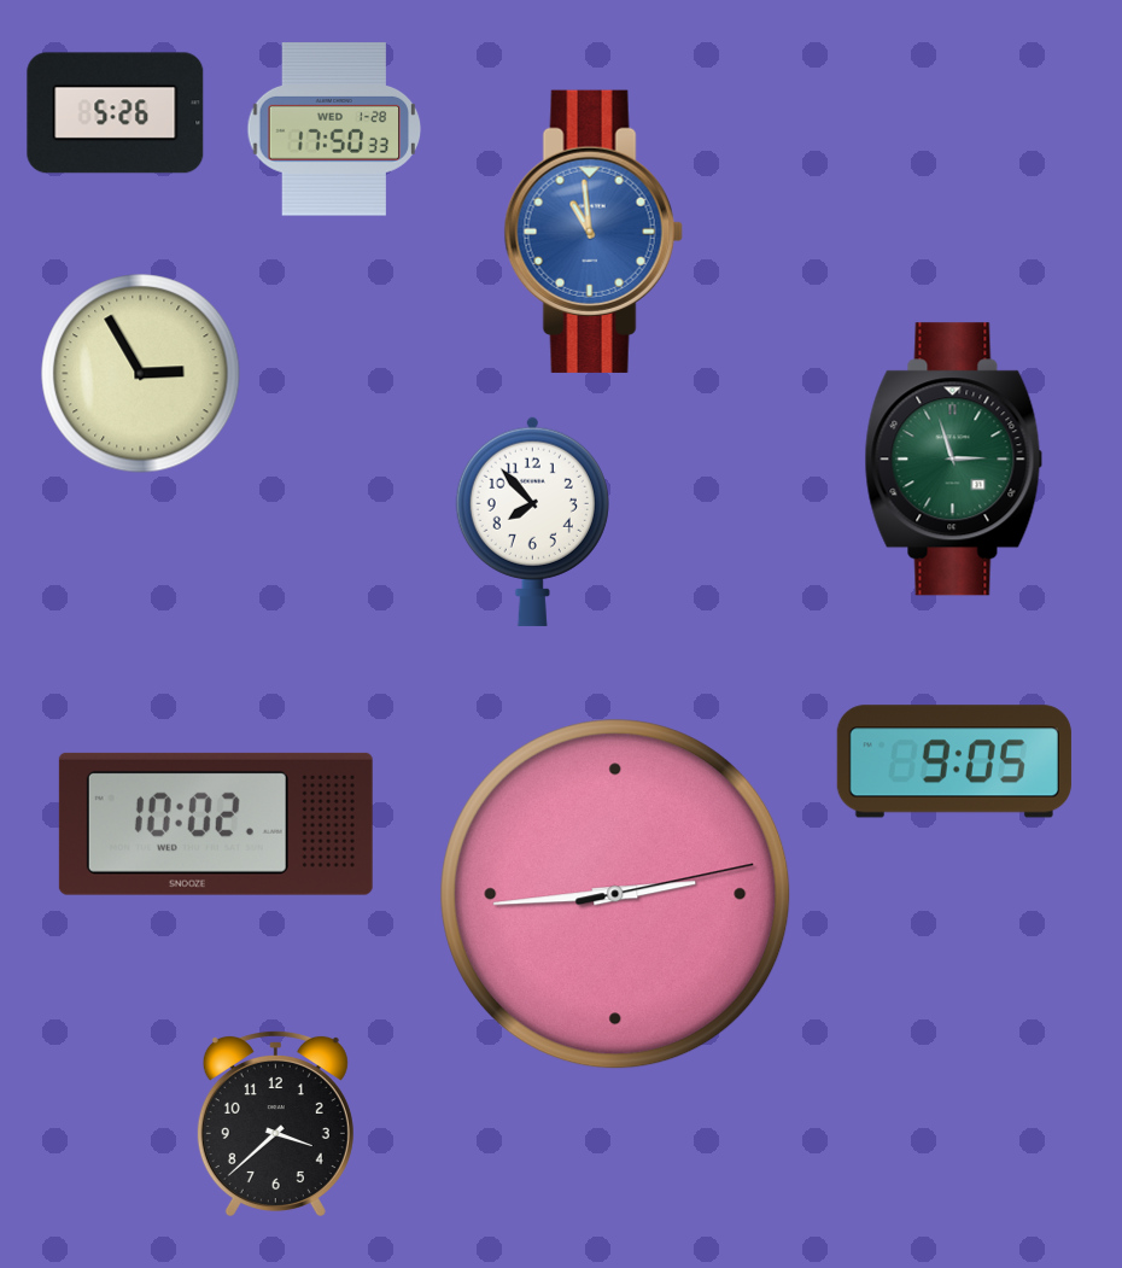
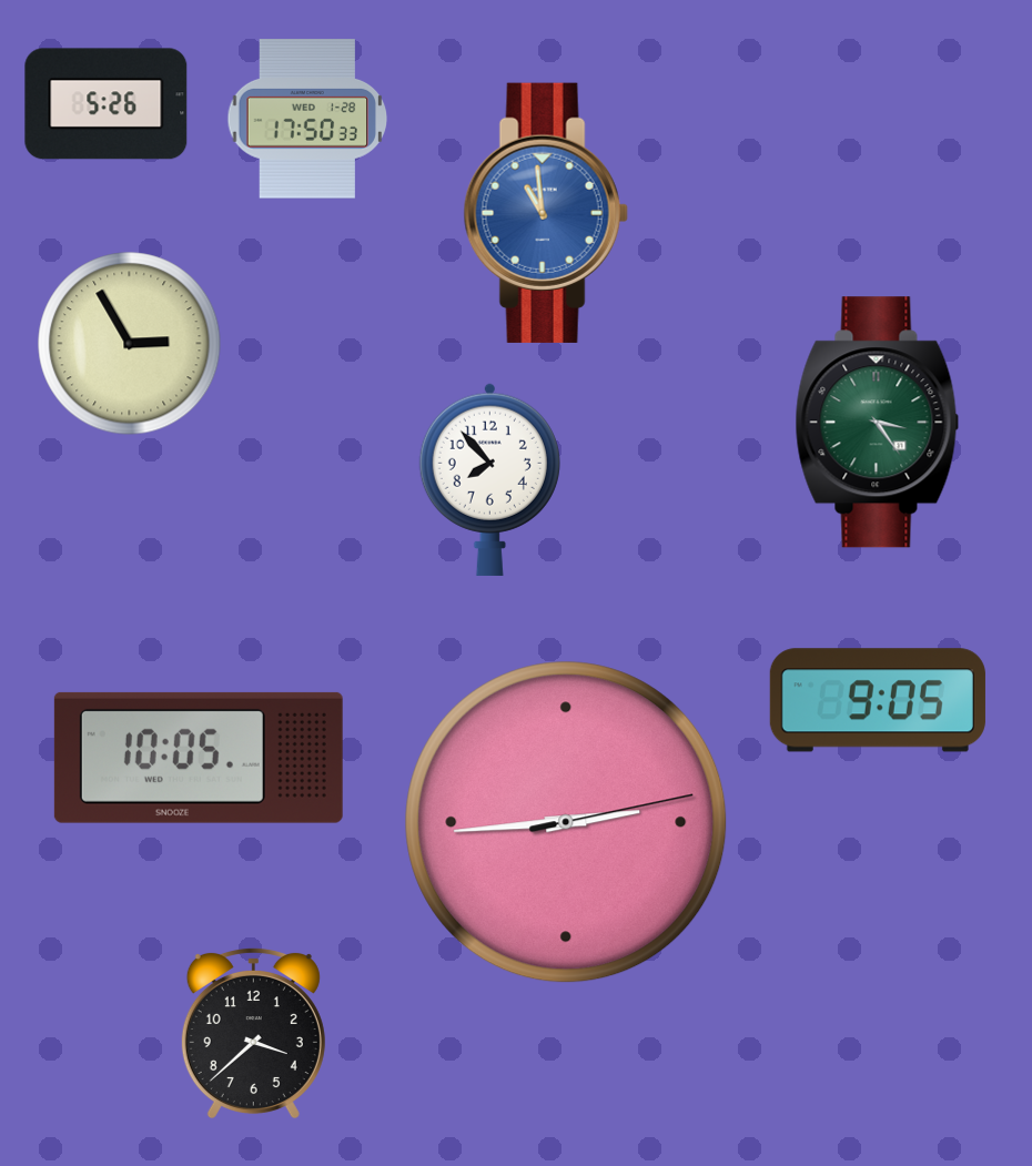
clock at (954, 460): 2:57 -> 3:24
clock at (216, 824): 10:02 -> 10:05
